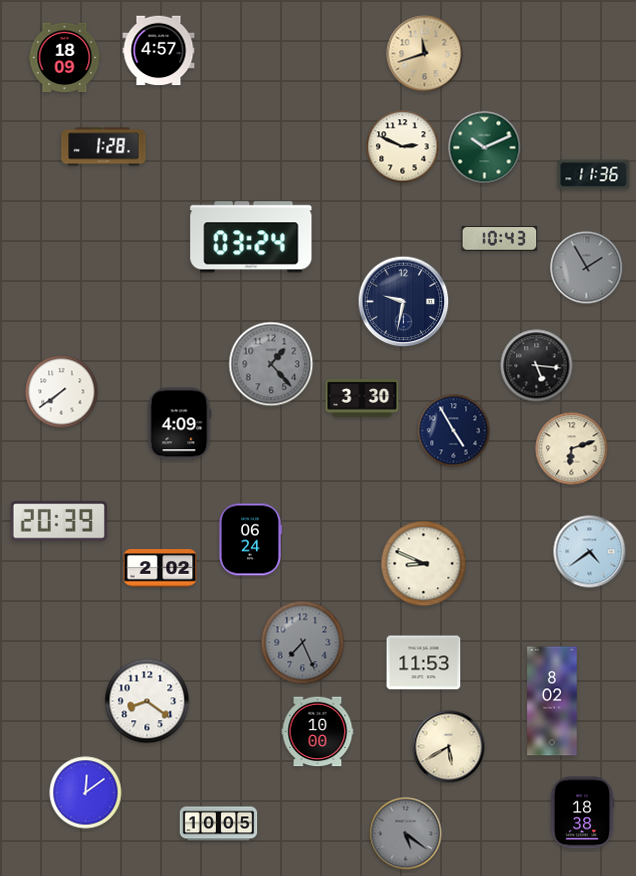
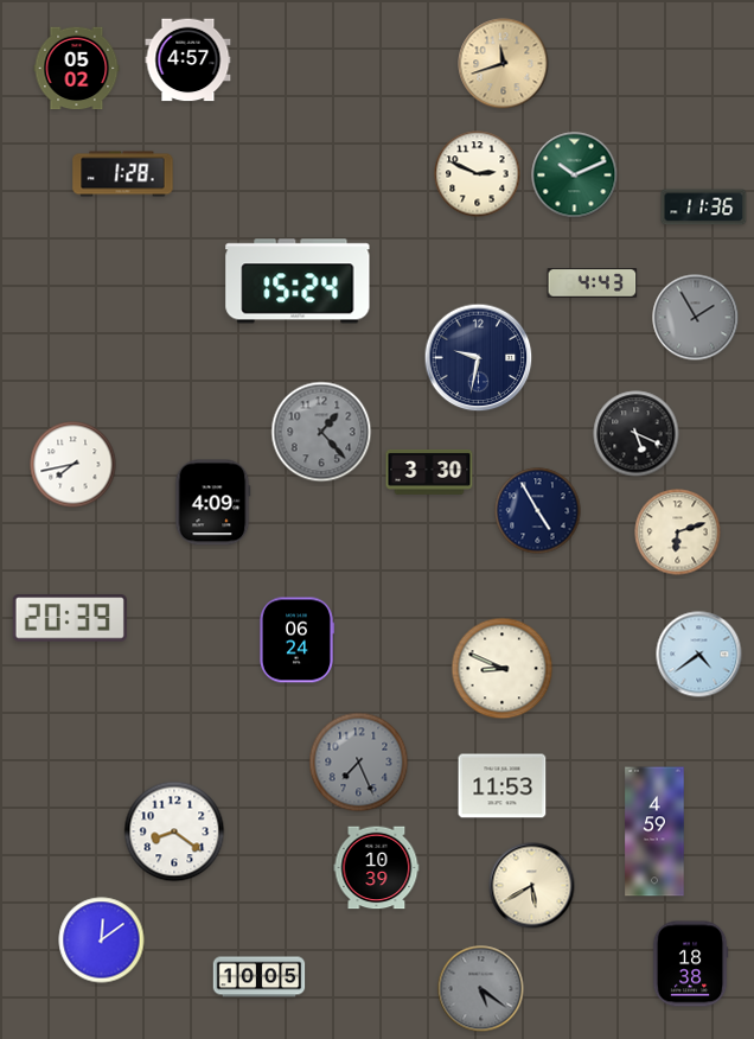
clock at (65, 58): 18:09 -> 05:02
clock at (251, 237): 03:24 -> 15:24
clock at (500, 239): 10:43 -> 4:43
clock at (537, 366): 5:16 -> 5:19
clock at (62, 392): 7:39 -> 7:43
clock at (160, 568): 2:02 -> none
clock at (552, 701): 8:02 -> 4:59
clock at (318, 732): 10:00 -> 10:39
